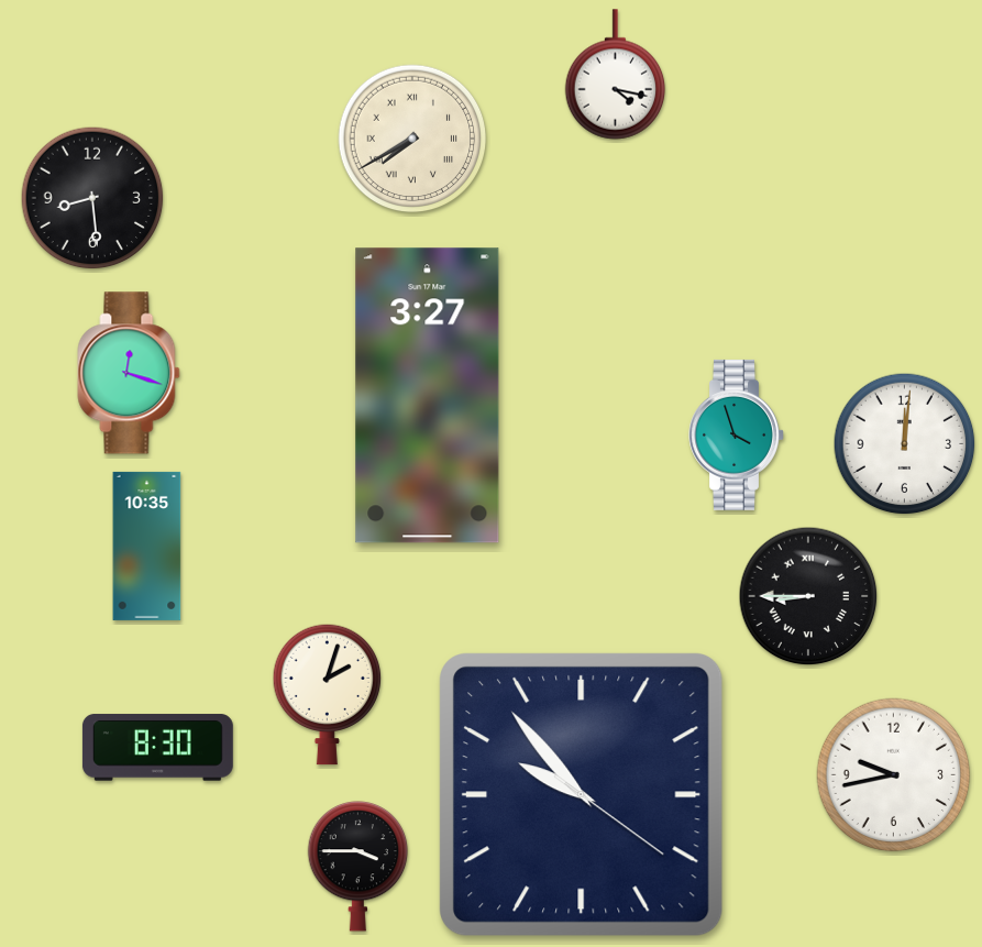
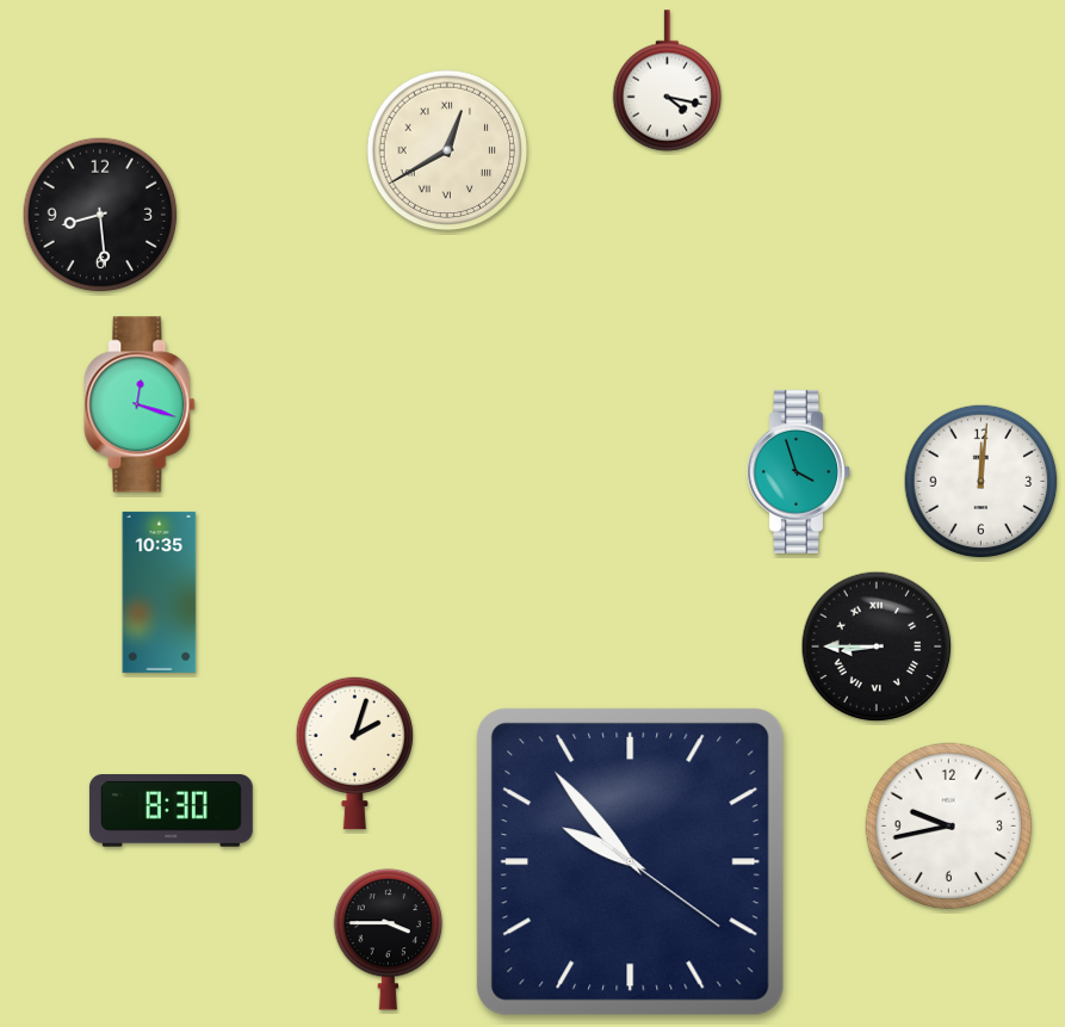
clock at (412, 139): 7:40 -> 12:40
clock at (428, 396): 3:27 -> none
clock at (894, 775) position: (894, 775) -> (949, 827)
